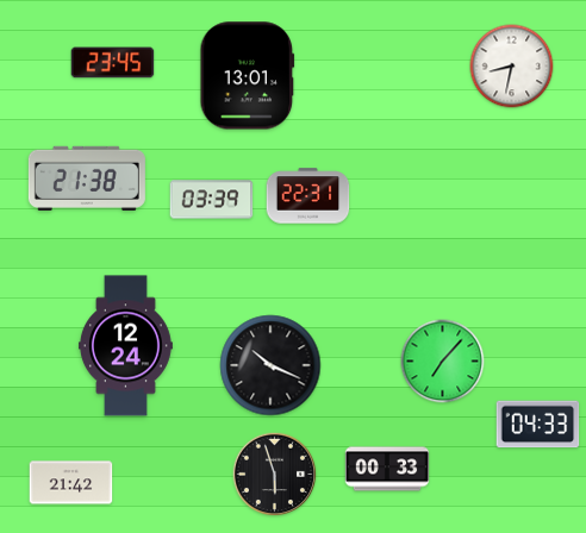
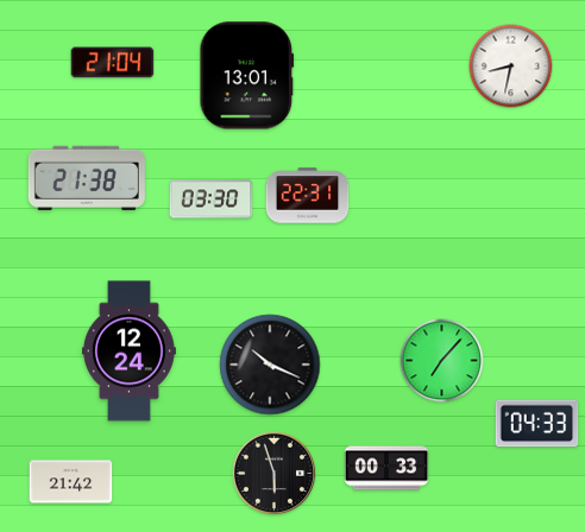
clock at (113, 63): 23:45 -> 21:04
clock at (212, 200): 03:39 -> 03:30
clock at (125, 346) position: (125, 346) -> (128, 351)
